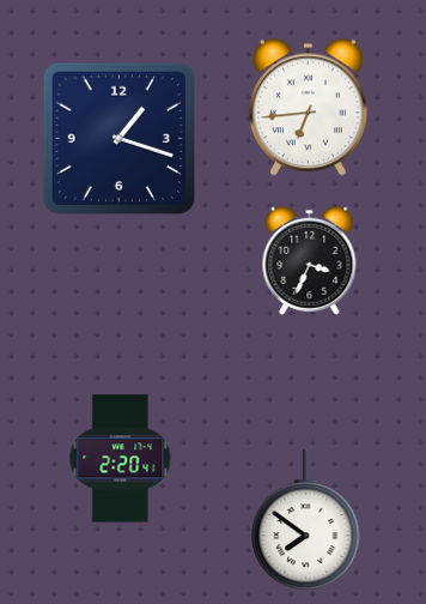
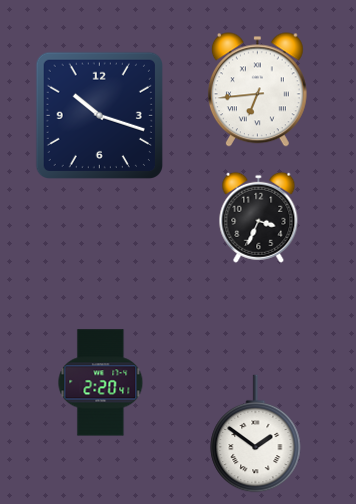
clock at (118, 138): 1:18 -> 10:18
clock at (306, 520): 7:51 -> 1:51
